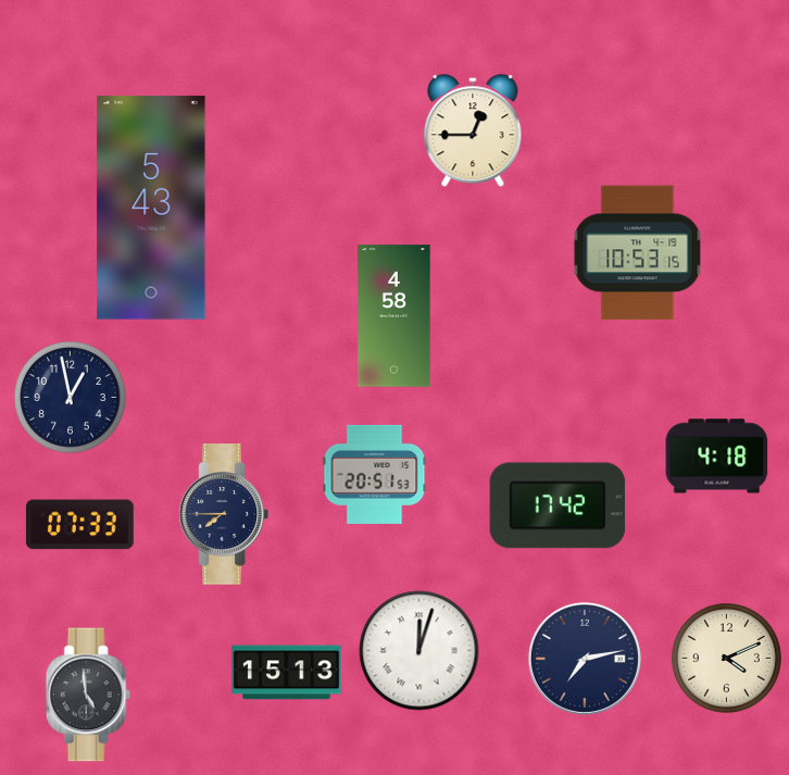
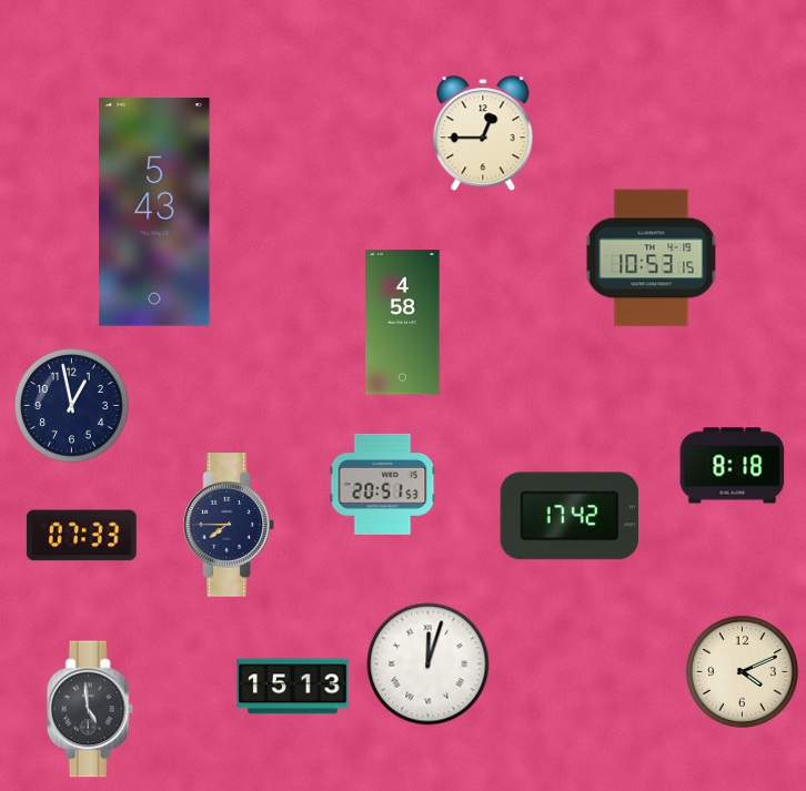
clock at (717, 457): 4:18 -> 8:18
clock at (585, 659): 7:13 -> none
